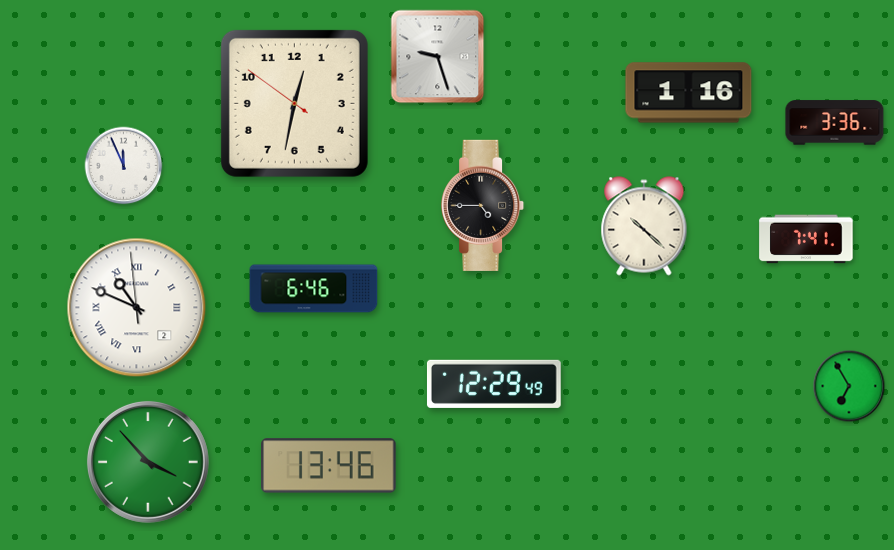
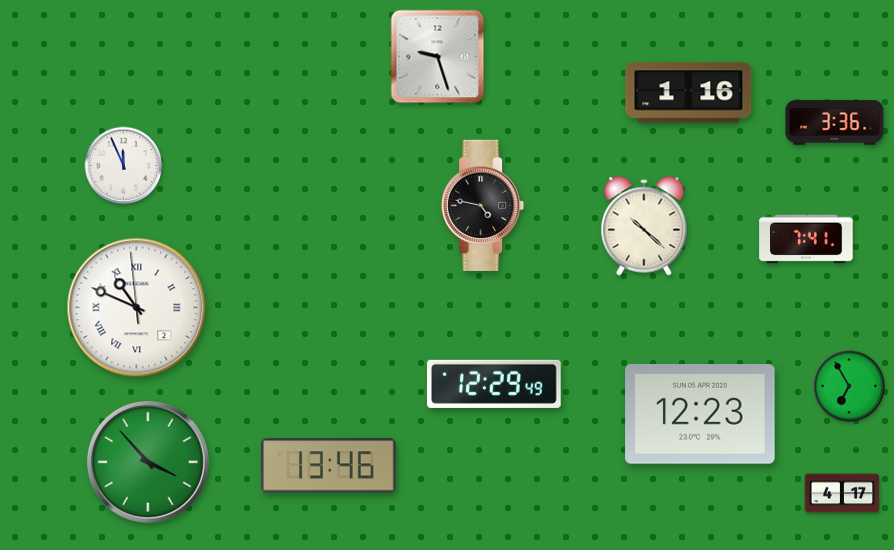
clock at (294, 103): 12:31 -> none
clock at (483, 205): 4:45 -> 4:47
clock at (314, 289): 6:46 -> none
clock at (700, 415): none -> 12:23
clock at (842, 493): none -> 4:17
